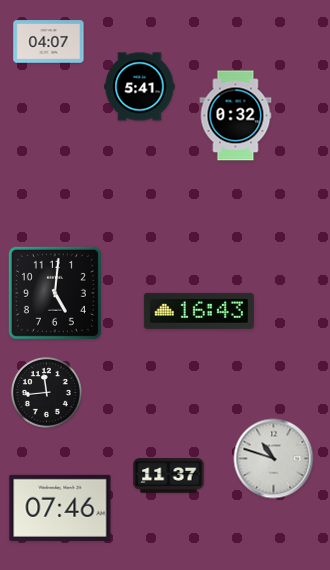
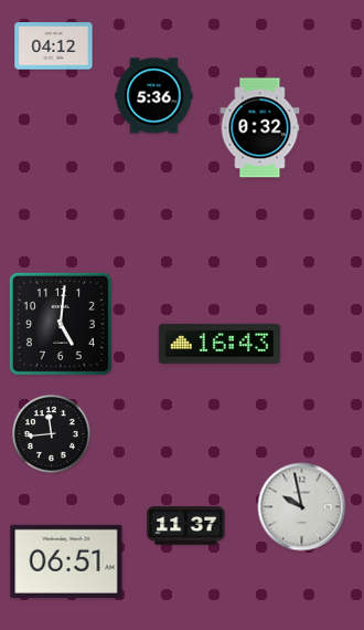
clock at (49, 42): 04:07 -> 04:12
clock at (140, 87): 5:41 -> 5:36
clock at (274, 459): 10:48 -> 9:58
clock at (60, 508): 07:46 -> 06:51
